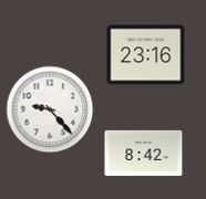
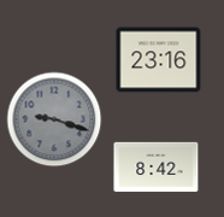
clock at (50, 109): 9:23 -> 9:18
clock at (50, 109) dial: white -> grey
